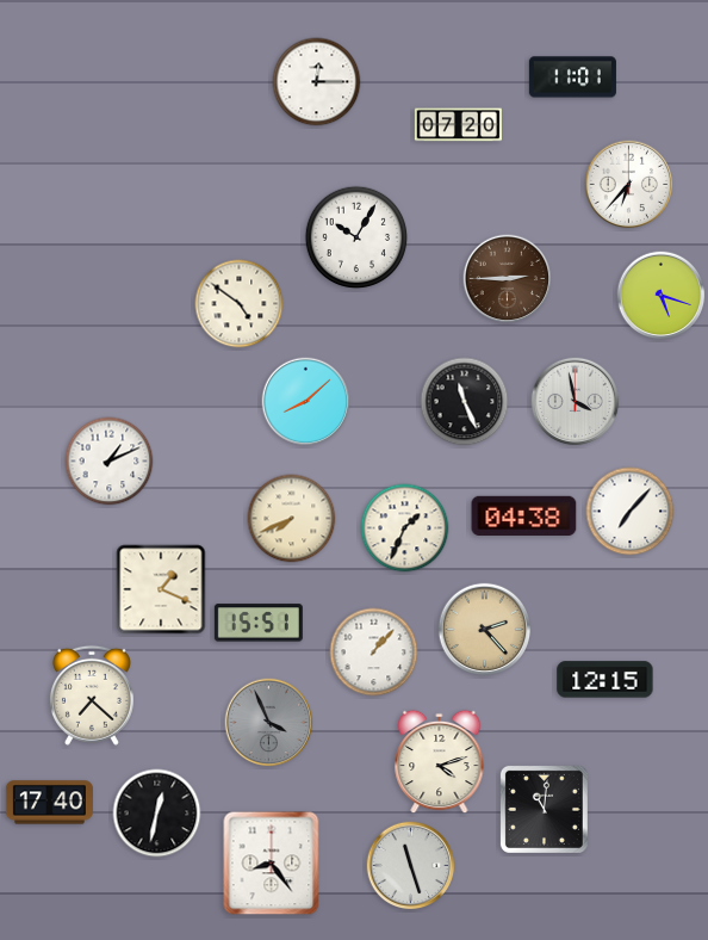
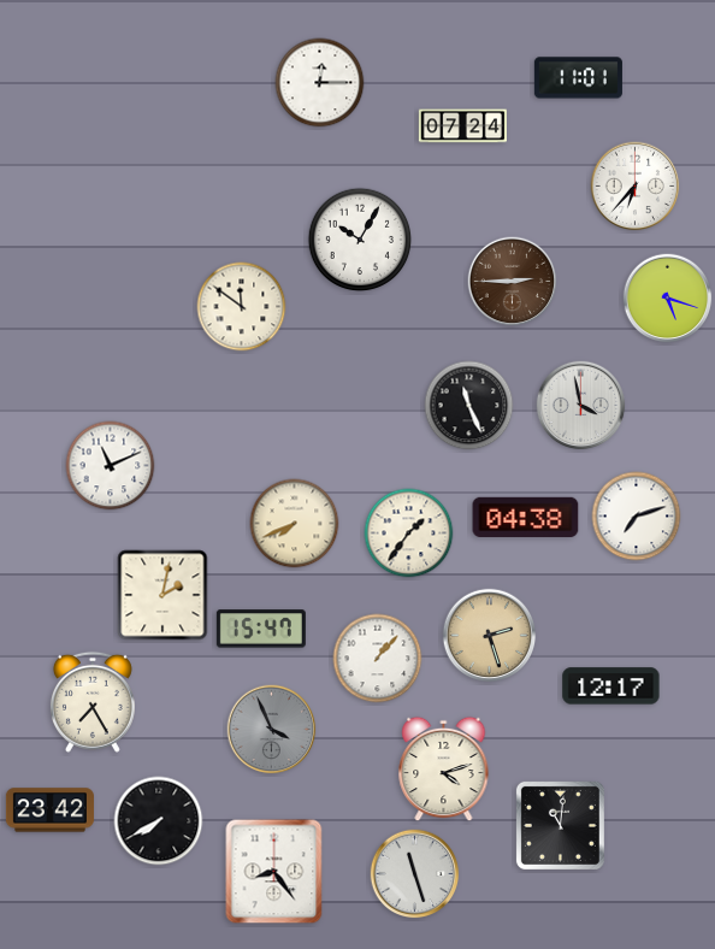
clock at (458, 125): 07:20 -> 07:24
clock at (240, 304): 4:51 -> 11:51
clock at (306, 402): 8:08 -> none
clock at (110, 462): 1:11 -> 11:11
clock at (631, 512): 7:07 -> 7:12
clock at (524, 515) position: (524, 515) -> (526, 517)
clock at (405, 528): 1:34 -> 1:36
clock at (161, 589): 1:19 -> 2:02
clock at (259, 623): 15:51 -> 15:47
clock at (485, 630): 2:23 -> 2:27
clock at (605, 680): 12:15 -> 12:17
clock at (92, 695): 7:22 -> 7:25
clock at (49, 803): 17:40 -> 23:42
clock at (544, 809) position: (544, 809) -> (560, 825)
clock at (157, 814): 12:32 -> 7:40
